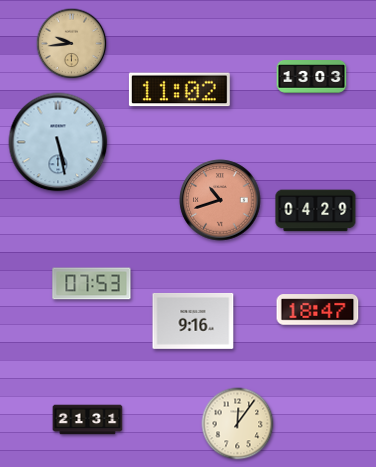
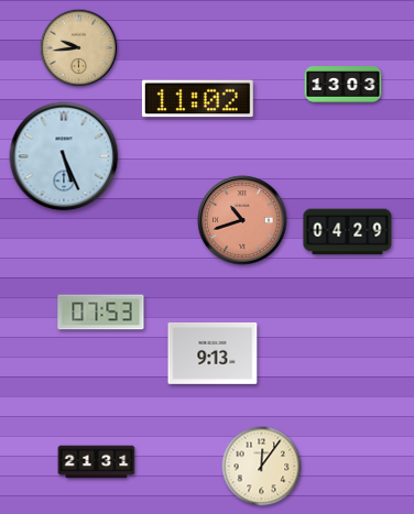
clock at (58, 142): 5:28 -> 5:26
clock at (318, 310): 18:47 -> none
clock at (193, 321): 9:16 -> 9:13
